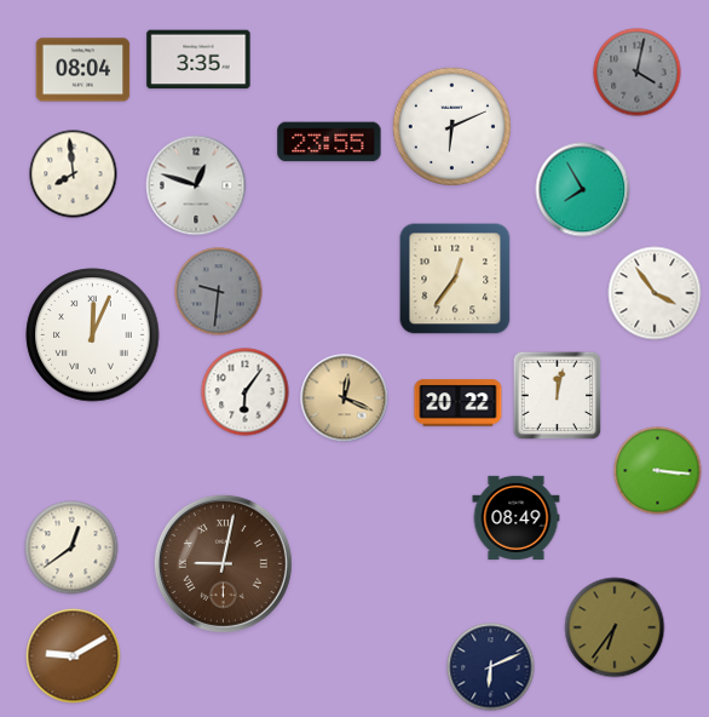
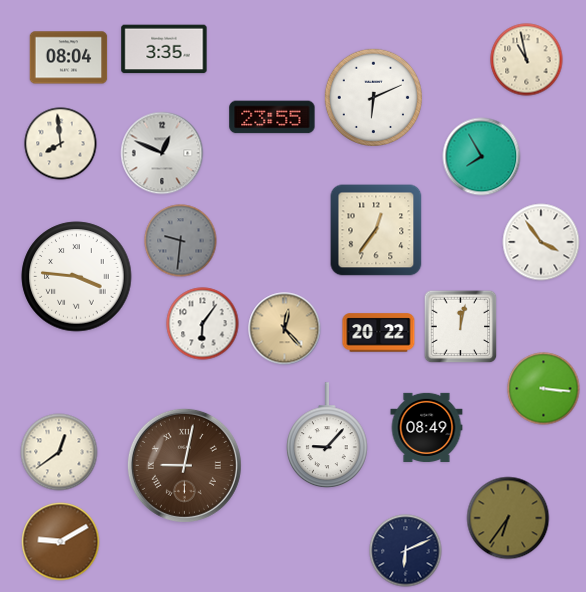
clock at (638, 73): 4:02 -> 10:58
clock at (638, 73) dial: grey -> cream
clock at (451, 126) position: (451, 126) -> (373, 97)
clock at (196, 185): 12:48 -> 12:49
clock at (93, 335): 12:04 -> 3:46
clock at (345, 398): 12:19 -> 12:23
clock at (327, 436): none -> 9:07
